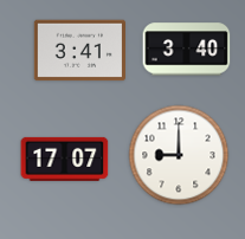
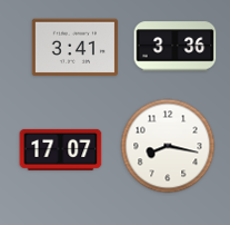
clock at (187, 50): 3:40 -> 3:36
clock at (179, 155): 9:00 -> 8:17
